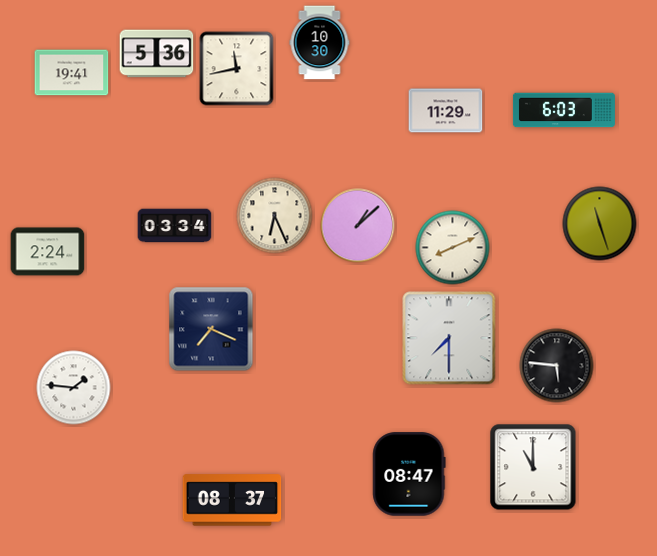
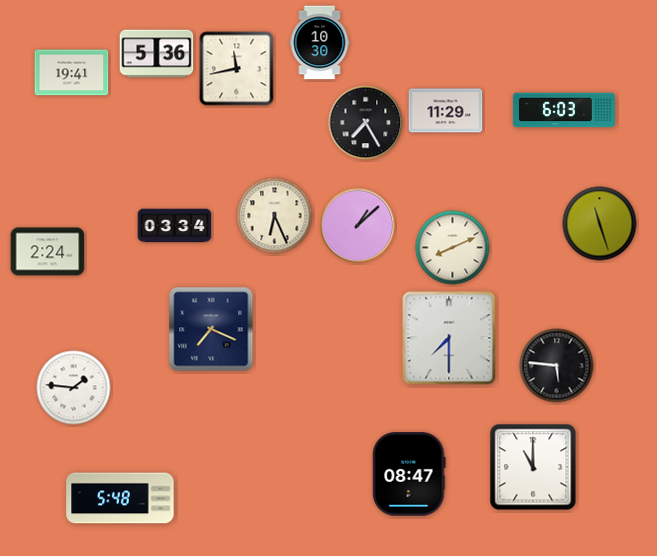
clock at (366, 123): none -> 7:25
clock at (120, 498): none -> 5:48
clock at (232, 500): 08:37 -> none
